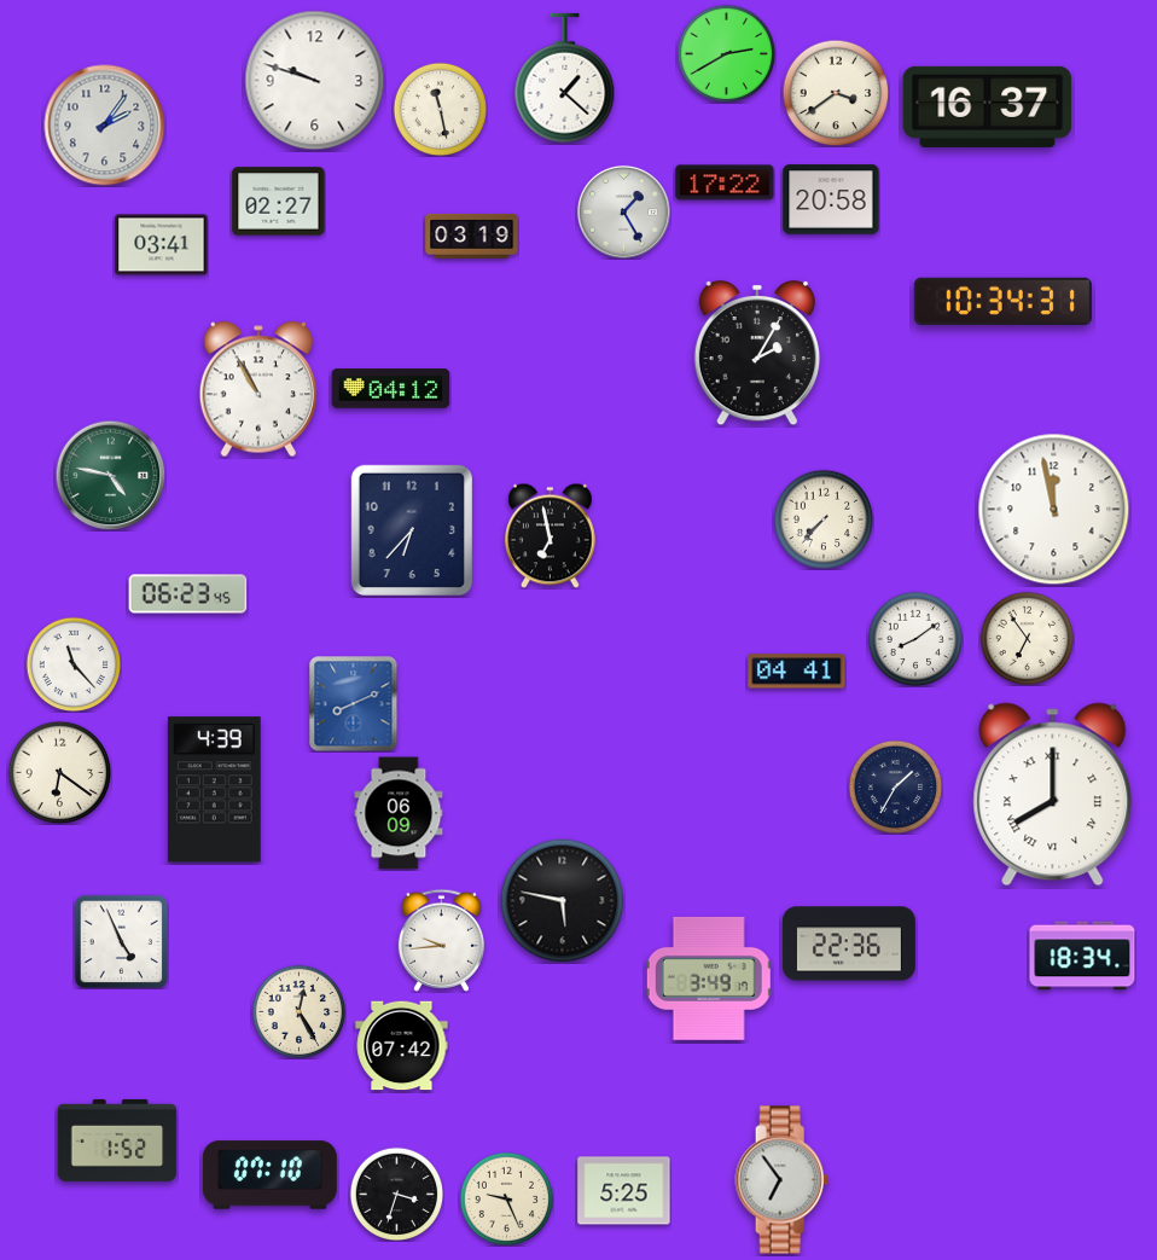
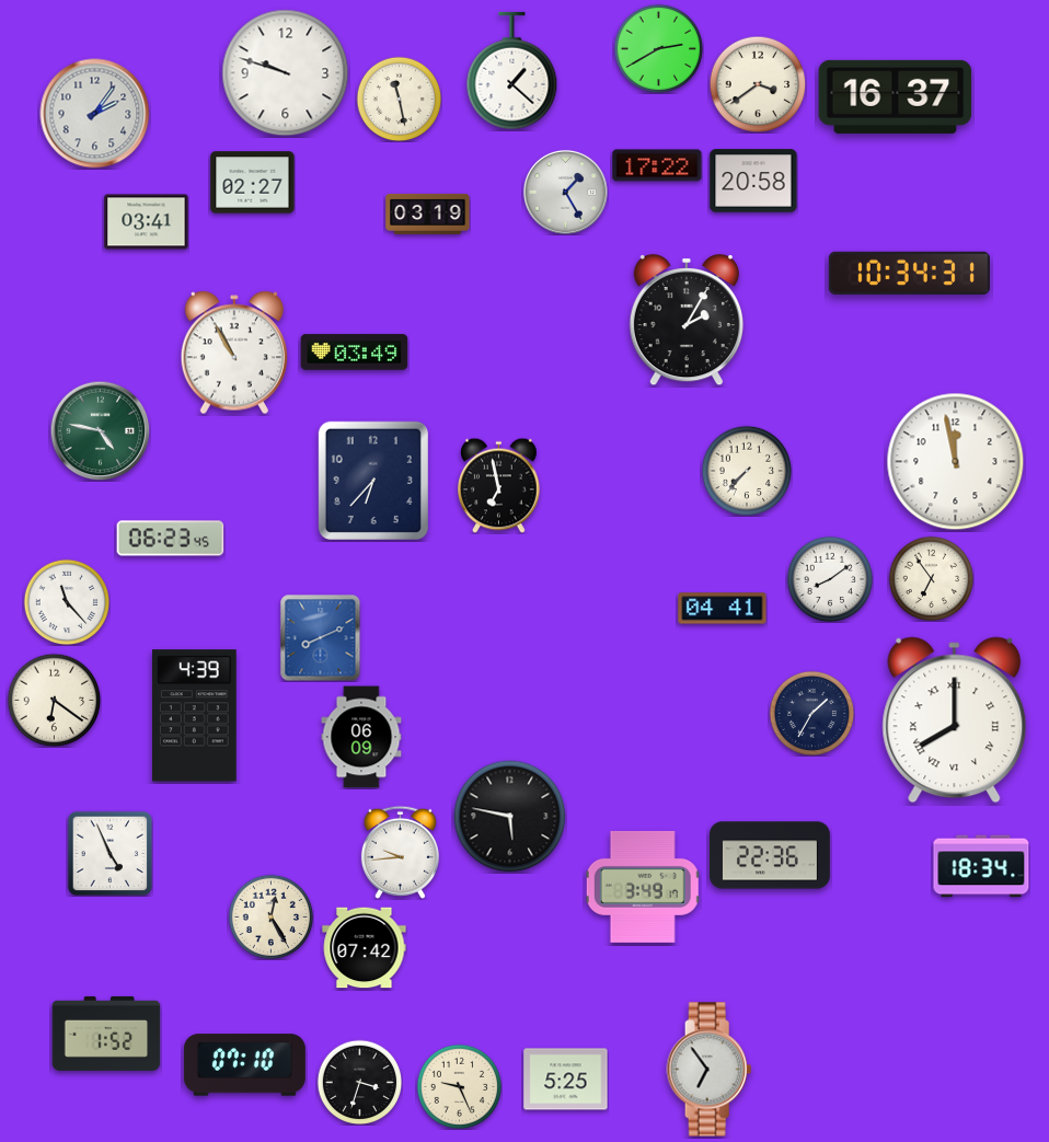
clock at (391, 389): 04:12 -> 03:49
